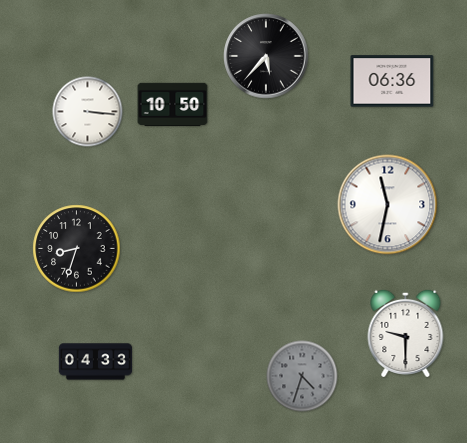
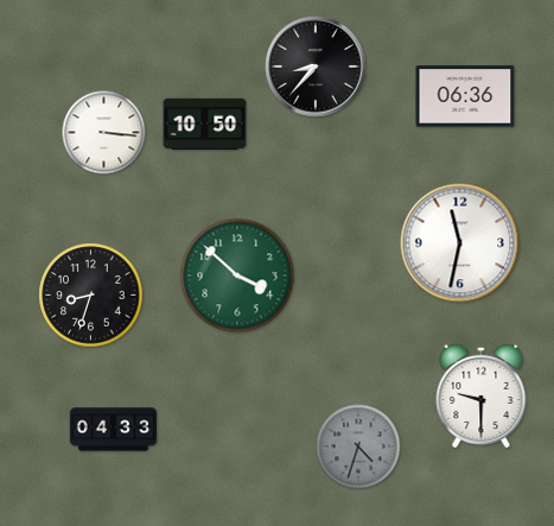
clock at (266, 56): 5:37 -> 8:37
clock at (237, 275): none -> 3:52
